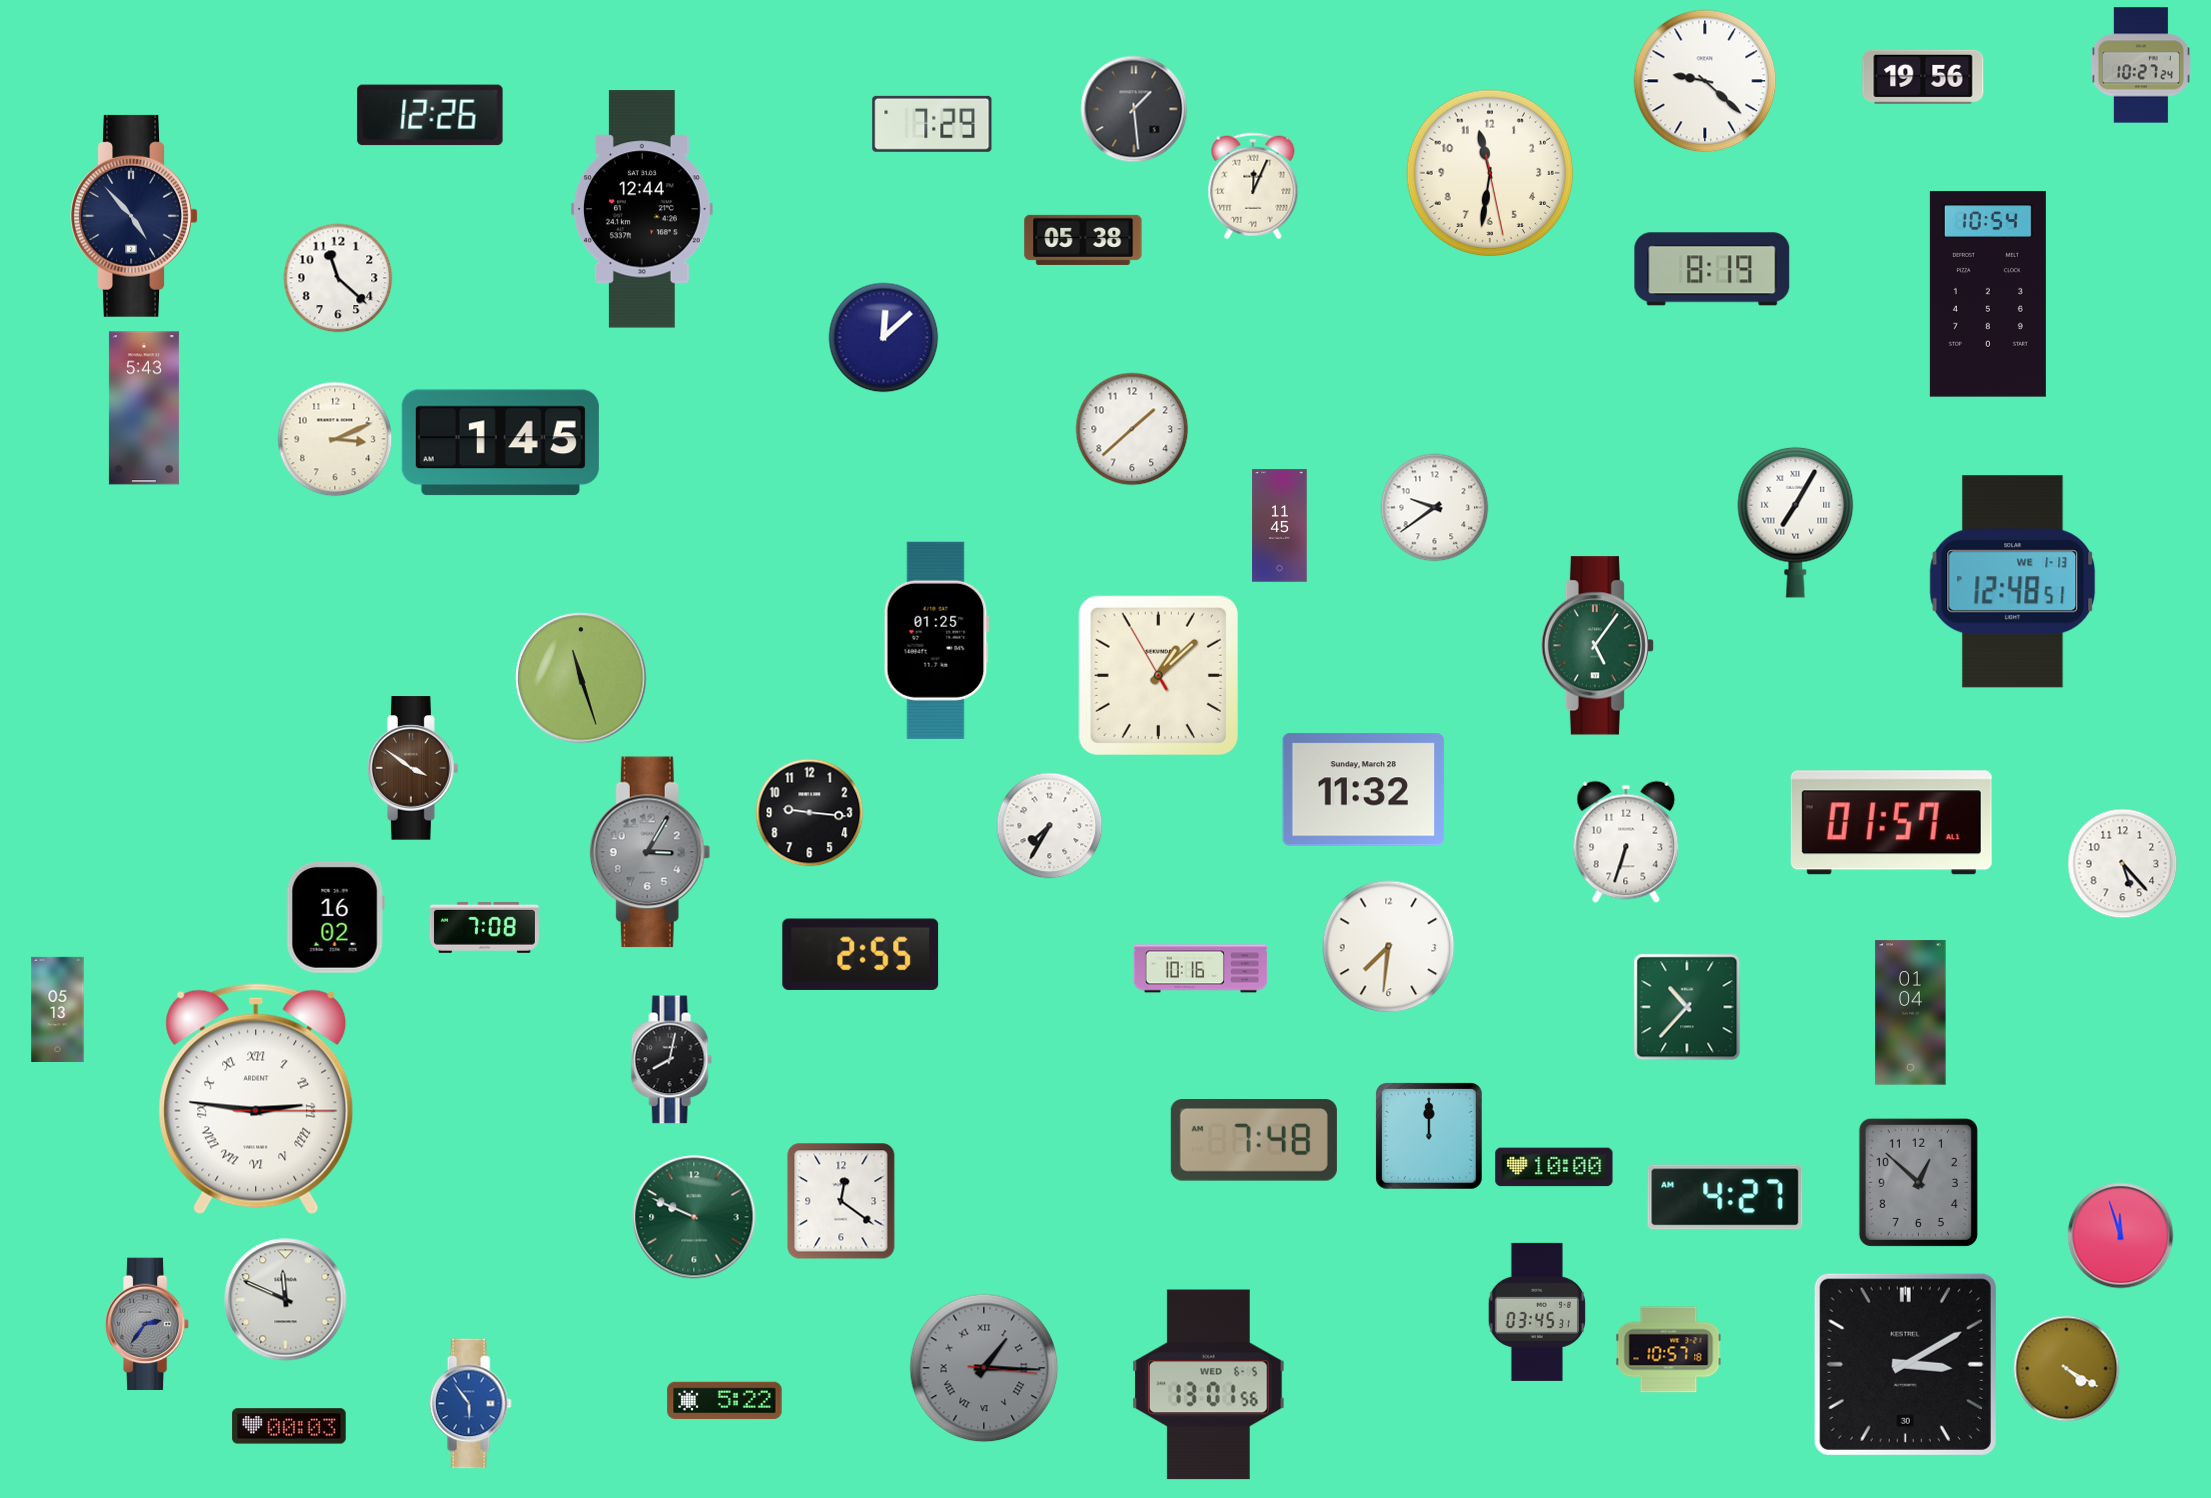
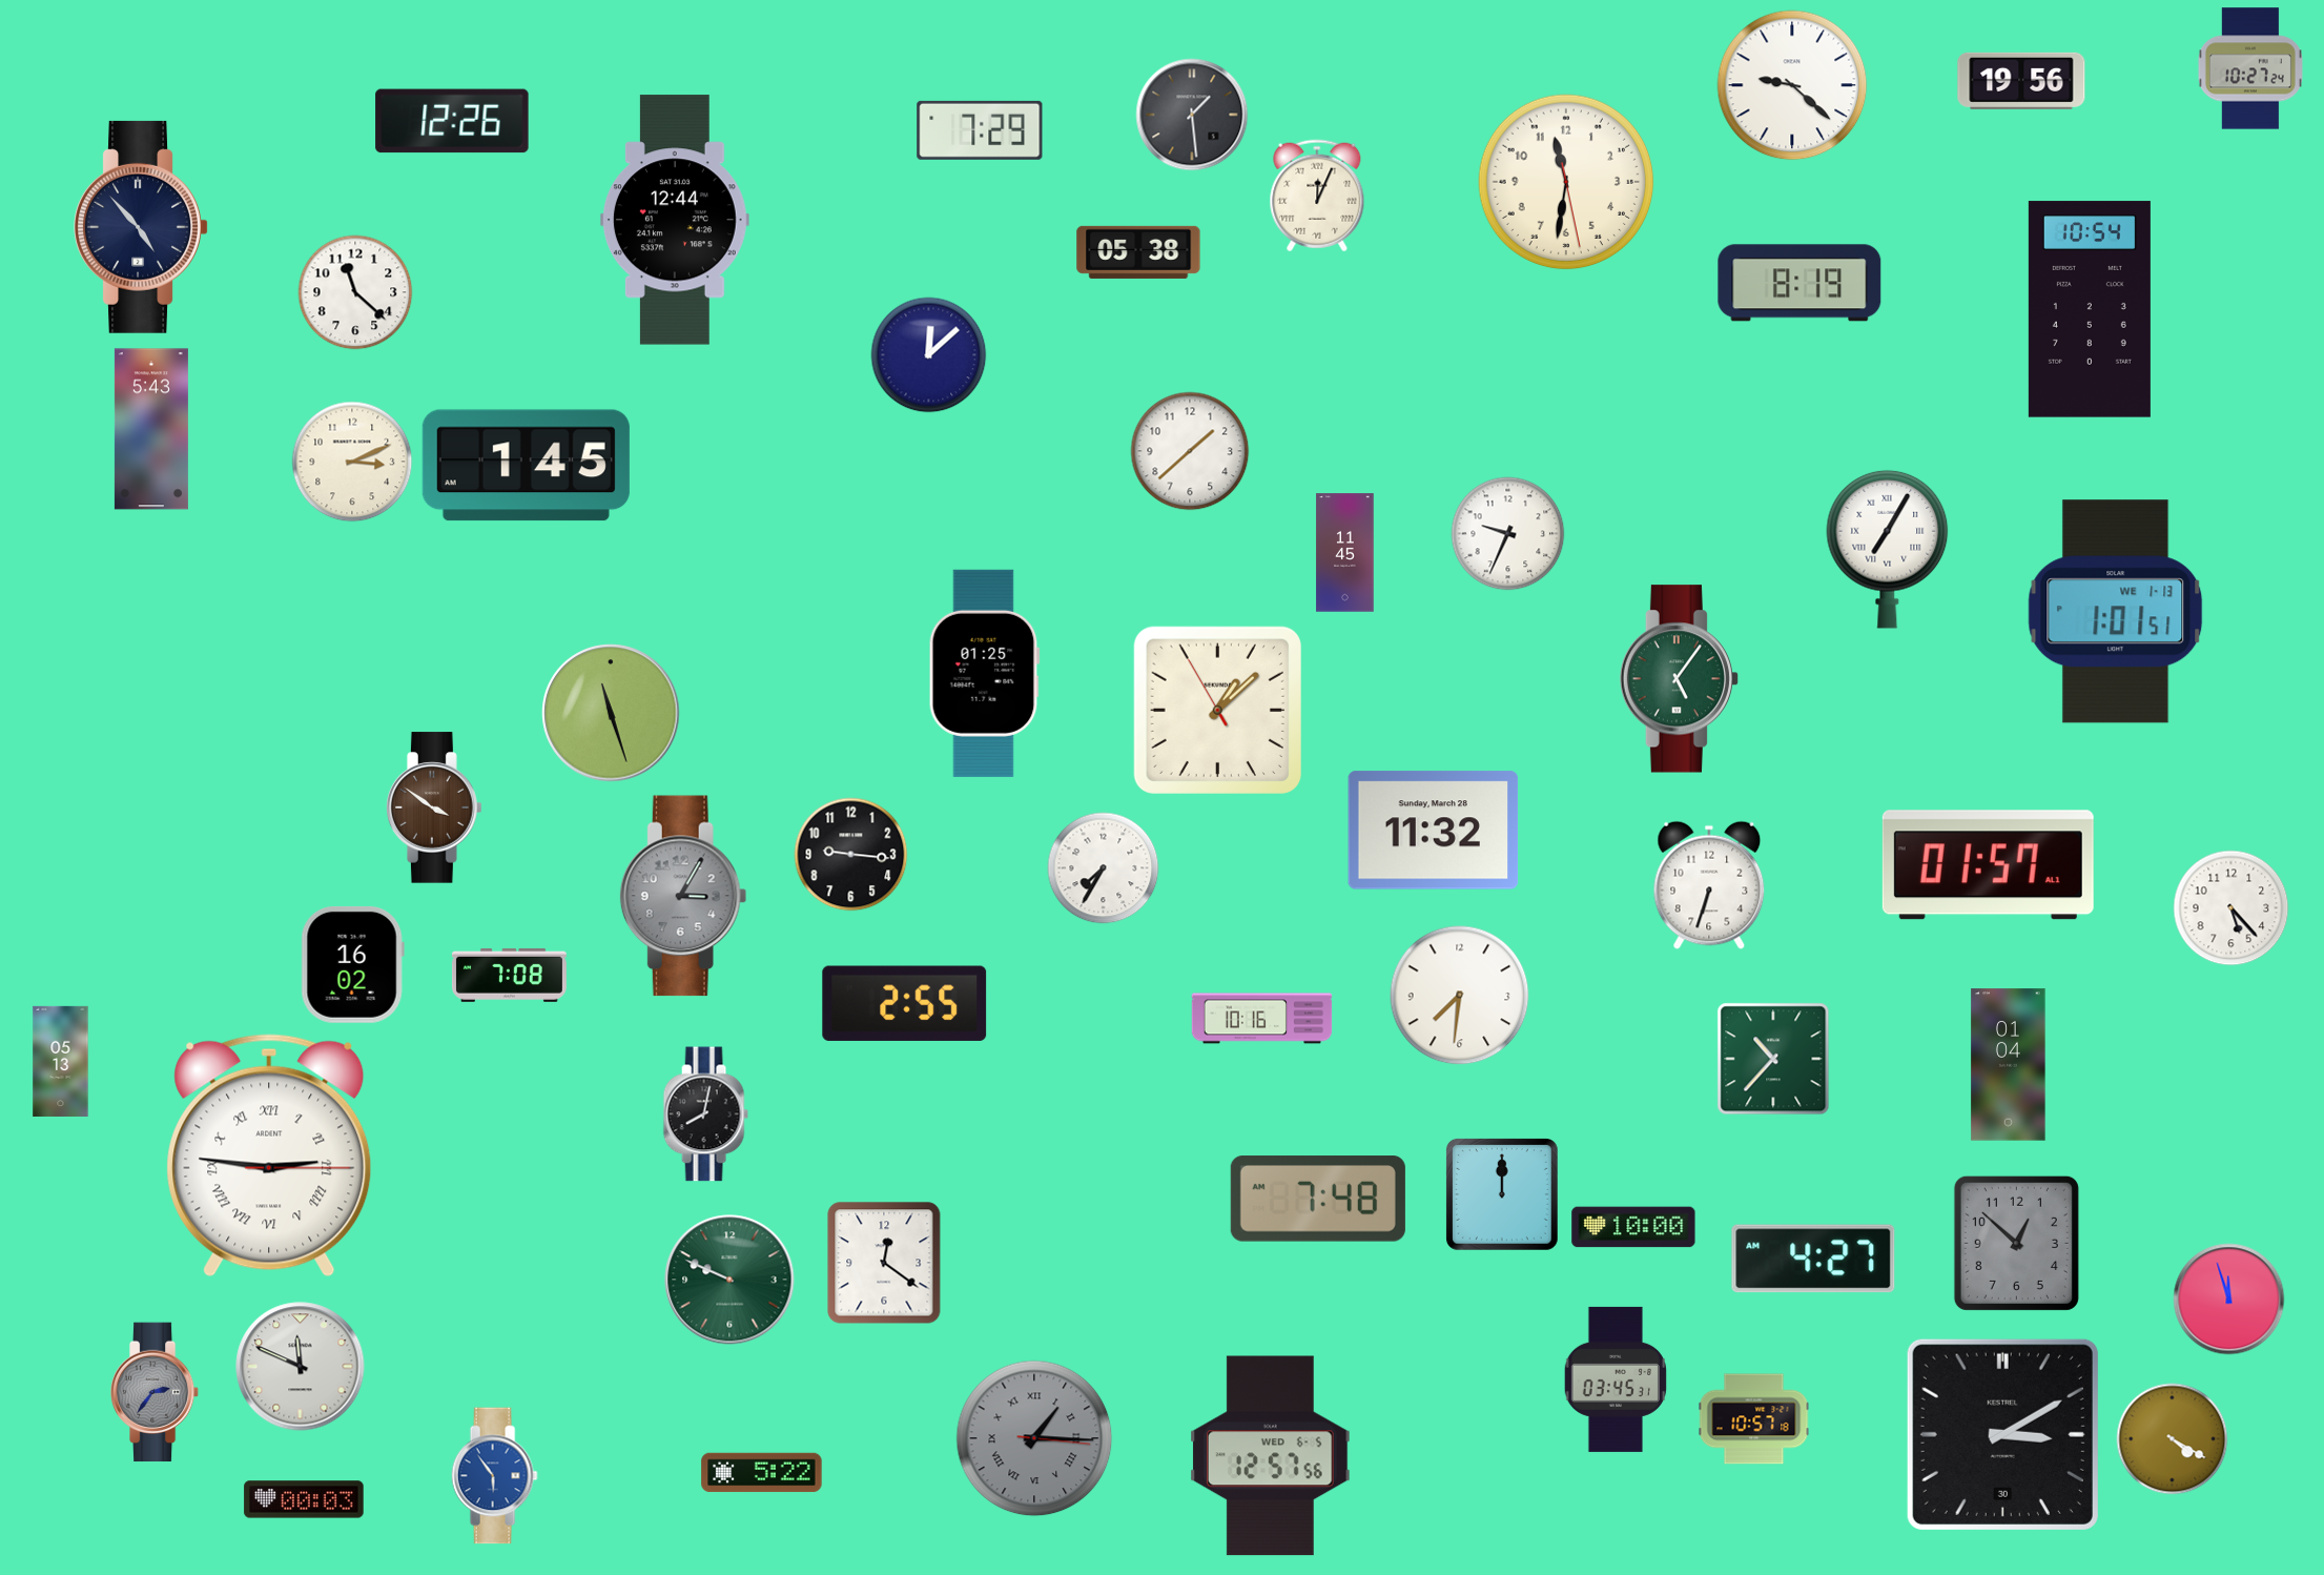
clock at (1435, 508): 9:39 -> 9:34
clock at (2013, 582): 12:48 -> 1:01
clock at (1209, 1385): 13:01 -> 12:57
